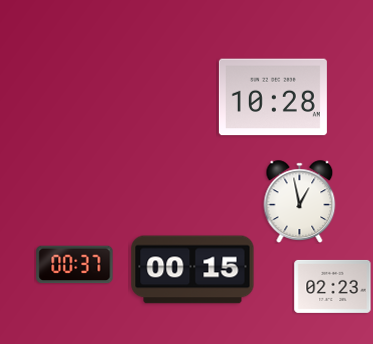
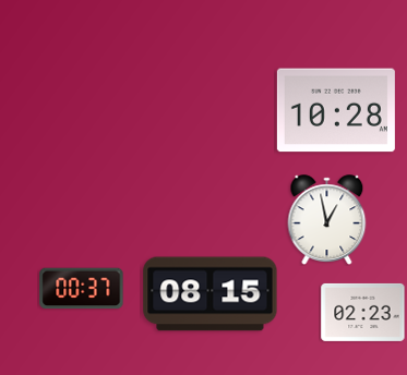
clock at (273, 97) position: (273, 97) -> (336, 110)
clock at (193, 270): 00:15 -> 08:15
